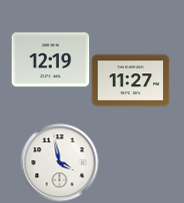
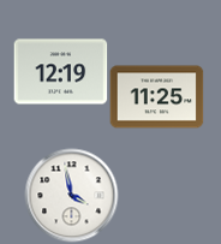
clock at (130, 81): 11:27 -> 11:25
